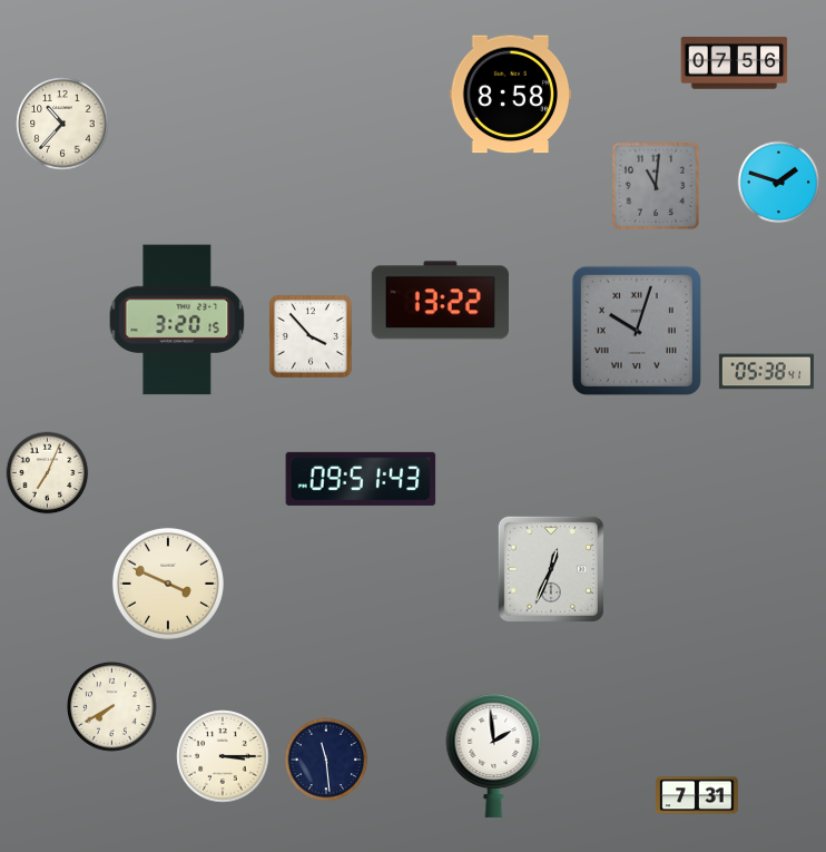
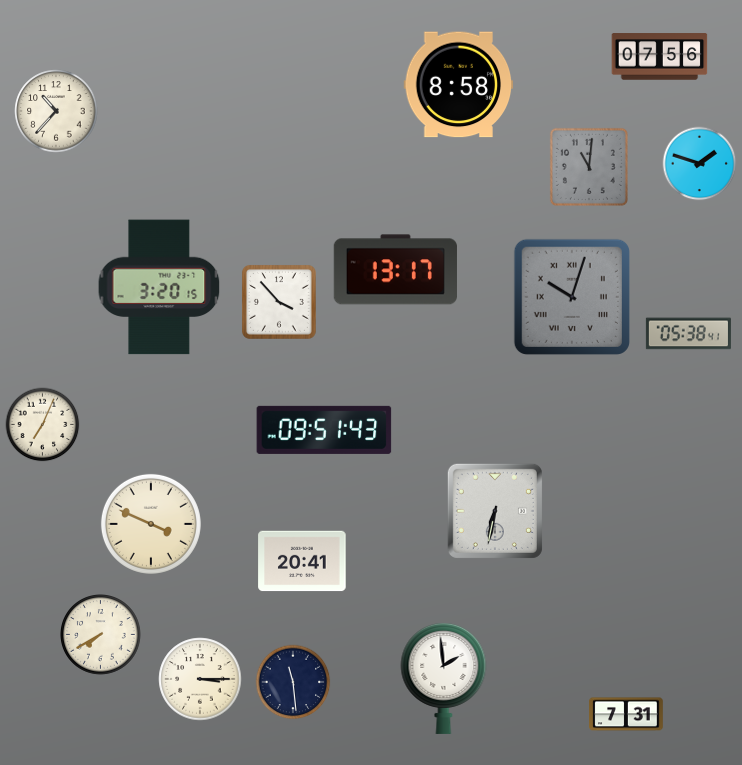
clock at (440, 301): 13:22 -> 13:17
clock at (551, 569): 12:34 -> 6:32
clock at (302, 561): none -> 20:41
